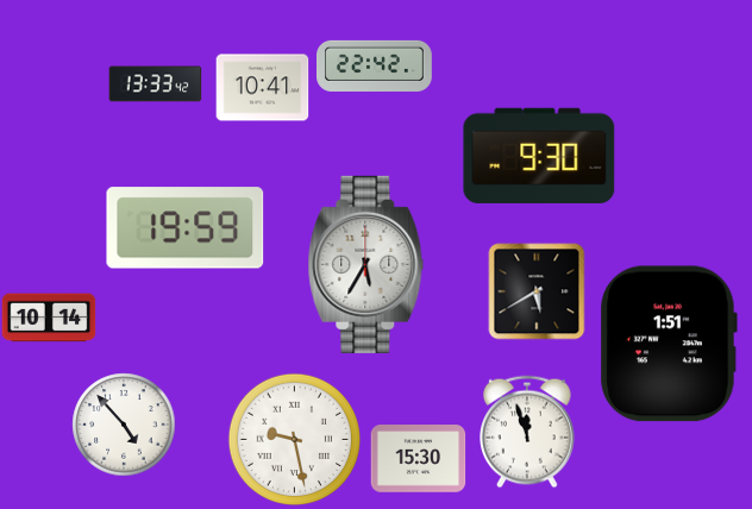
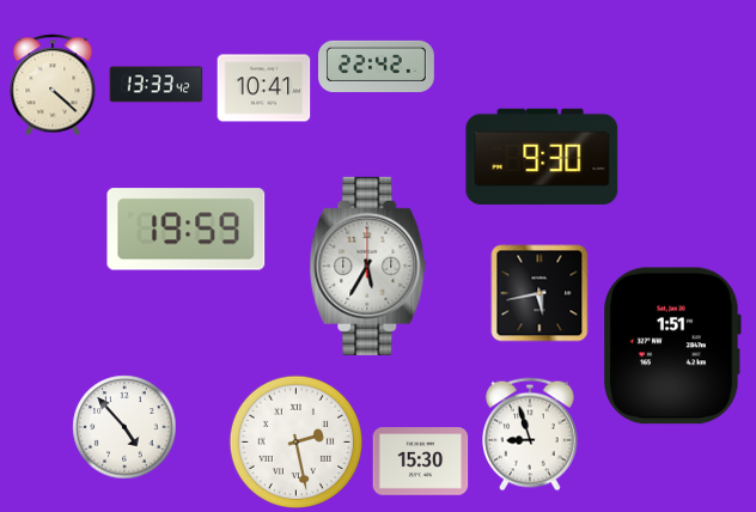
clock at (53, 85): none -> 4:22
clock at (537, 291): 5:40 -> 5:43
clock at (49, 318): 10:14 -> none
clock at (527, 432): 11:57 -> 8:57
clock at (294, 439): 9:28 -> 2:28
